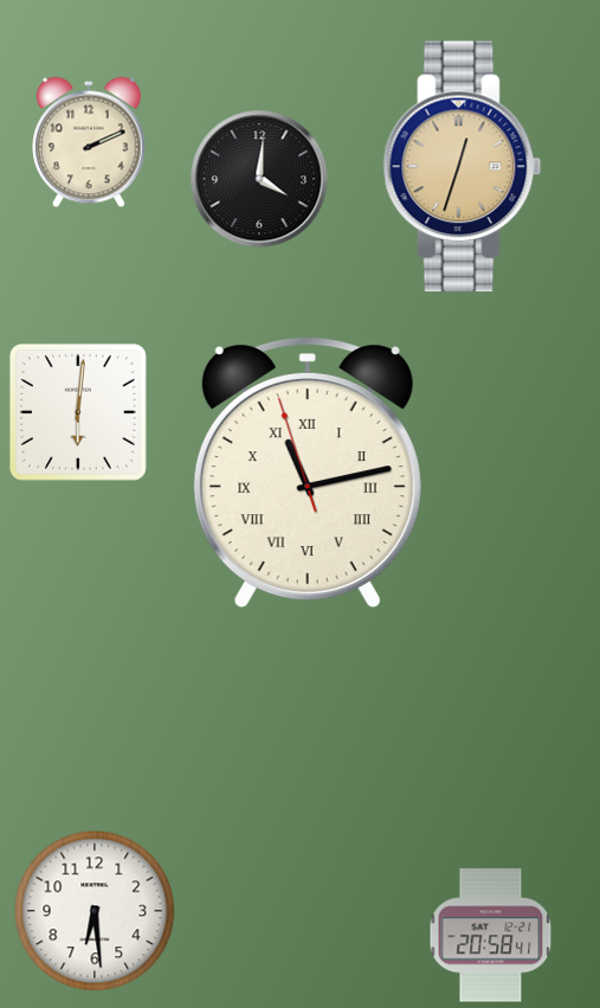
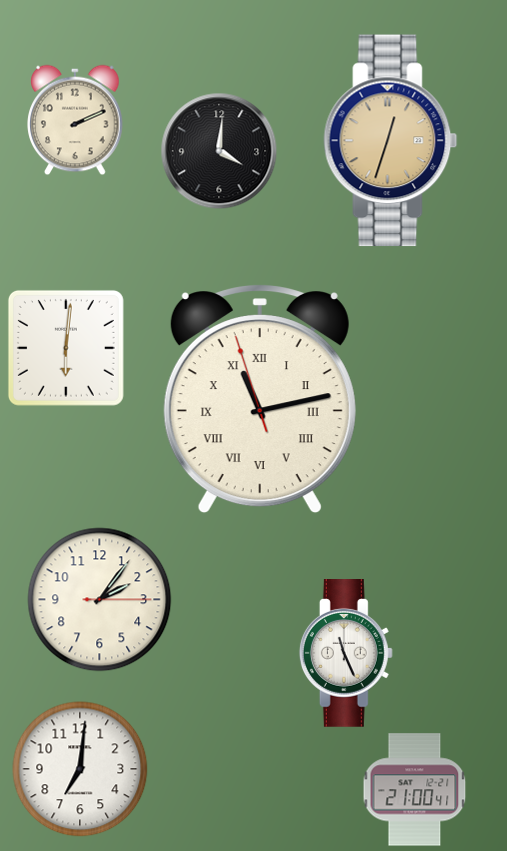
clock at (100, 600): none -> 2:06
clock at (346, 654): none -> 11:26
clock at (95, 911): 6:29 -> 7:01
clock at (491, 936): 20:58 -> 21:00
